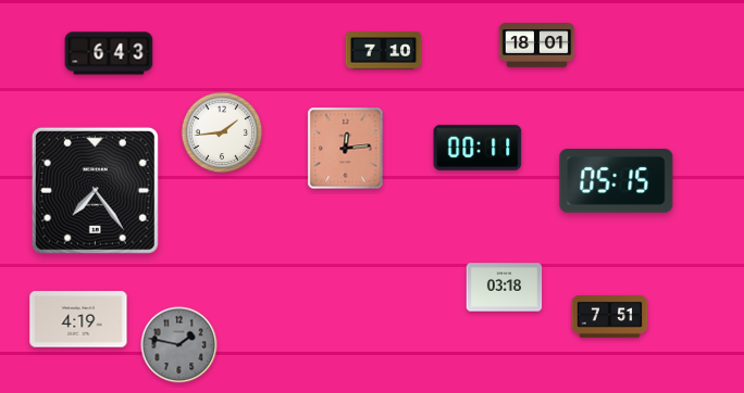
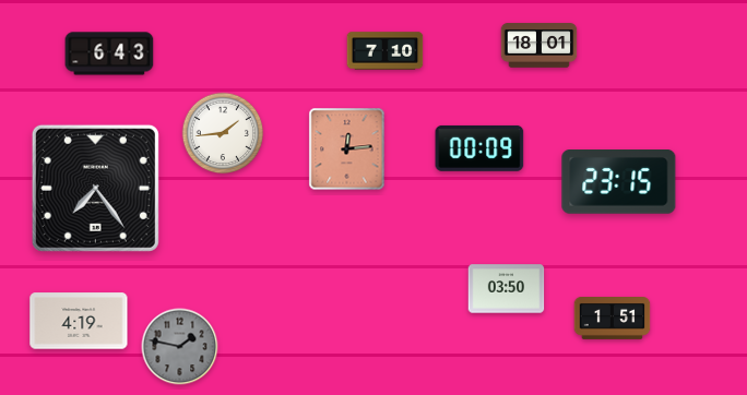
clock at (478, 148): 00:11 -> 00:09
clock at (617, 181): 05:15 -> 23:15
clock at (95, 190) position: (95, 190) -> (95, 188)
clock at (505, 288): 03:18 -> 03:50
clock at (610, 317): 7:51 -> 1:51
